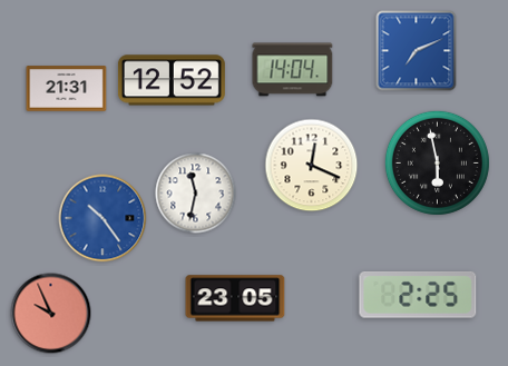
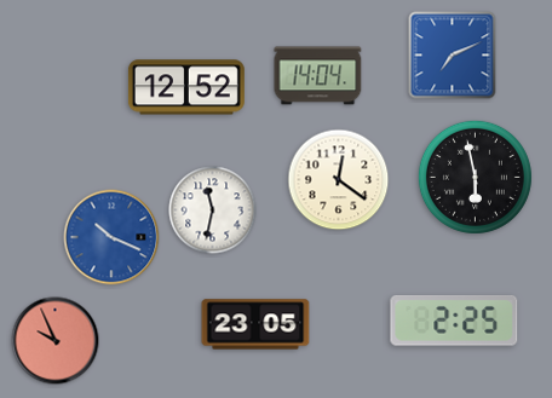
clock at (67, 89): 21:31 -> none
clock at (312, 166): 12:19 -> 12:21
clock at (102, 218): 10:24 -> 10:19
